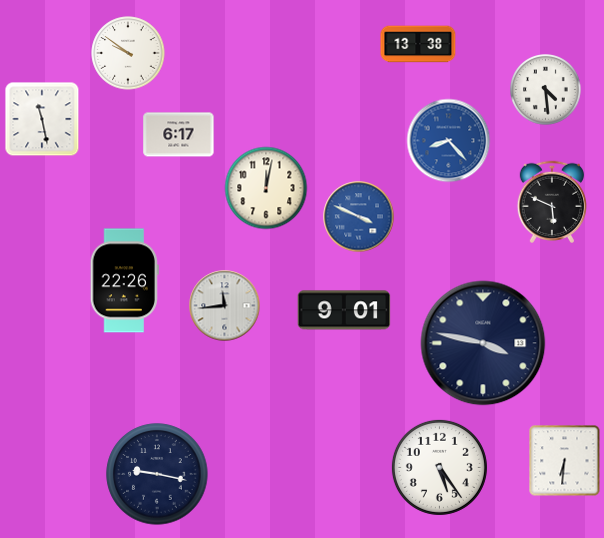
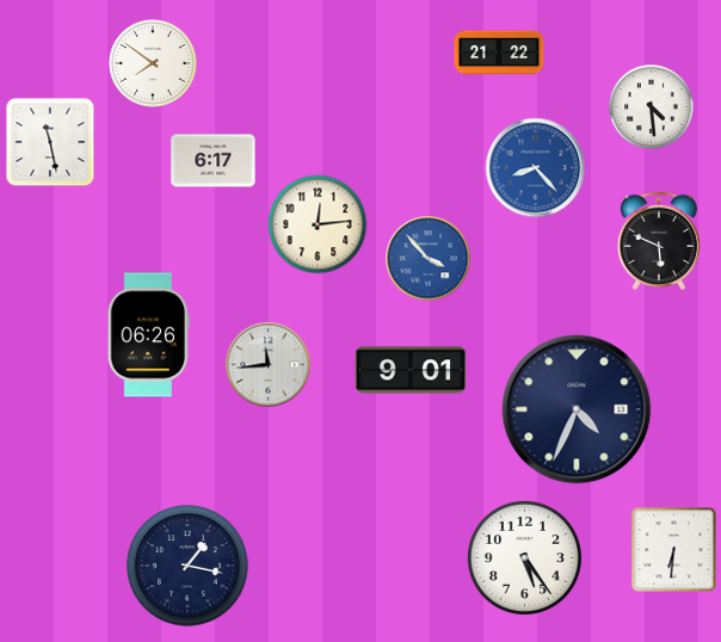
clock at (418, 44): 13:38 -> 21:22
clock at (128, 53): 9:51 -> 7:51
clock at (266, 188): 12:02 -> 12:14
clock at (359, 217): 3:49 -> 3:53
clock at (124, 281): 22:26 -> 06:26
clock at (483, 343): 3:47 -> 4:34
clock at (157, 474): 9:17 -> 1:17
